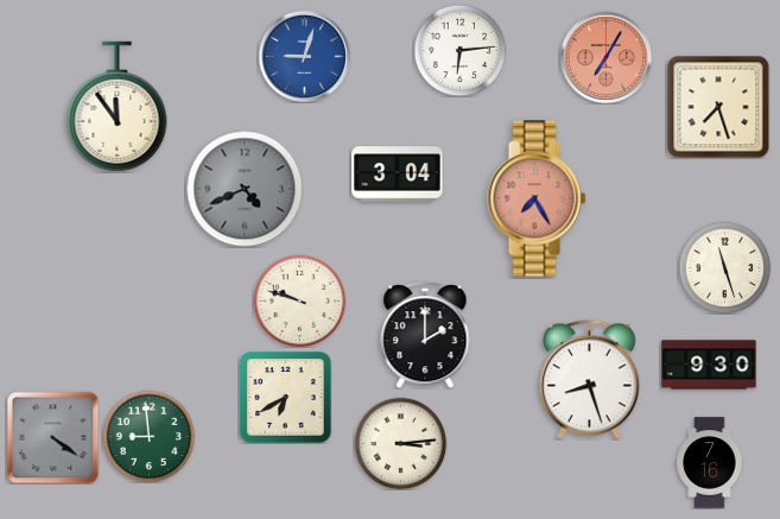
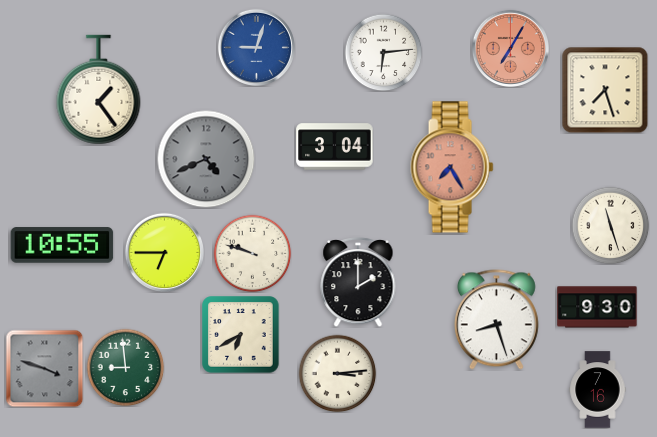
clock at (459, 50) position: (459, 50) -> (383, 52)
clock at (118, 107): 11:54 -> 1:24
clock at (62, 245): none -> 10:55
clock at (164, 252): none -> 6:45
clock at (52, 437): 4:21 -> 3:48
